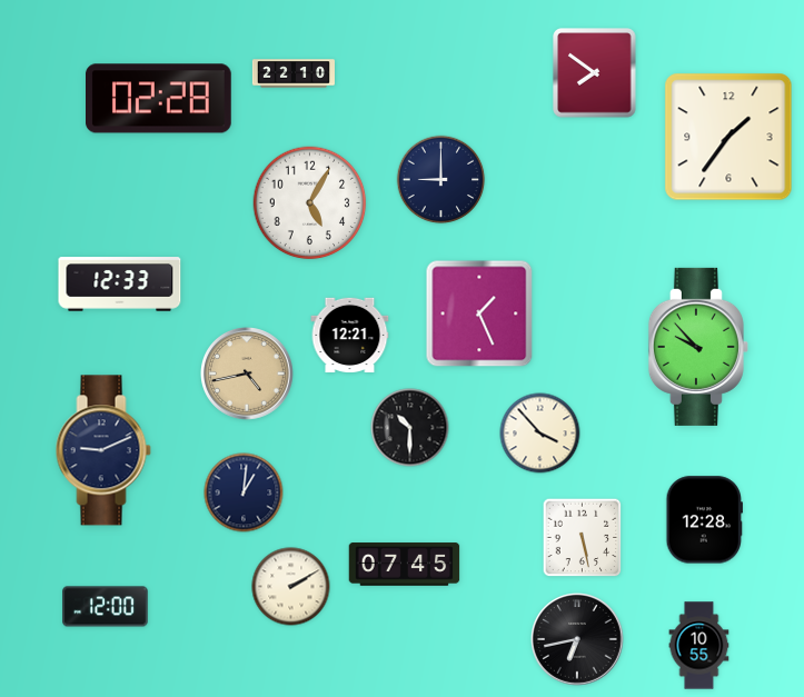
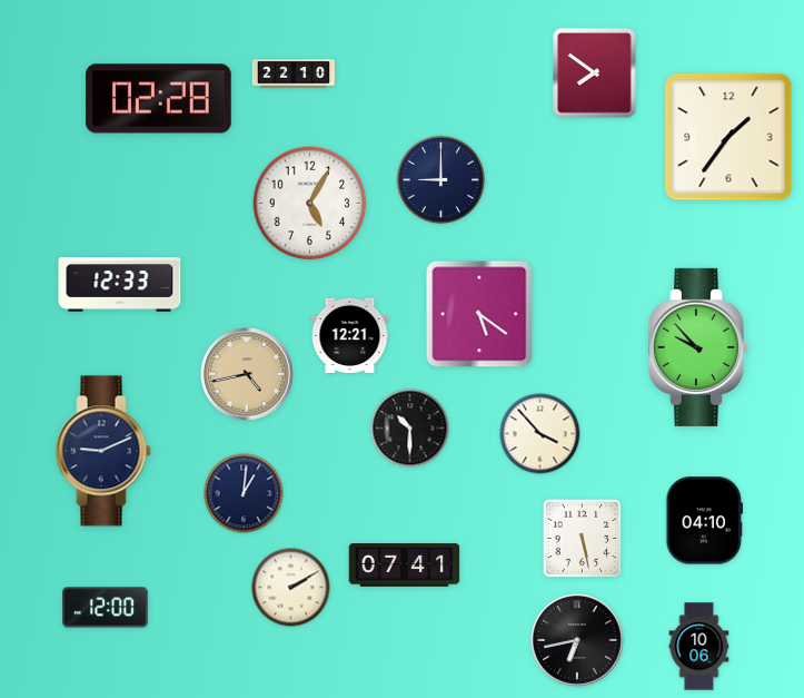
clock at (479, 313): 1:26 -> 5:21
clock at (704, 520): 12:28 -> 04:10
clock at (405, 565): 07:45 -> 07:41
clock at (699, 646): 10:55 -> 10:06
